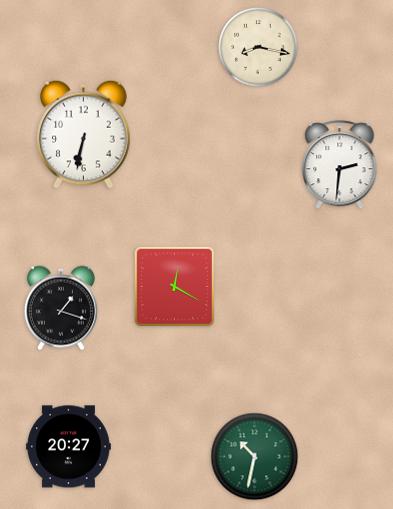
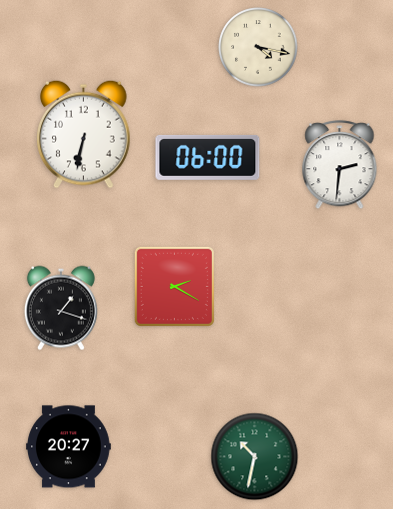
clock at (258, 47): 8:17 -> 4:17
clock at (208, 157): none -> 06:00
clock at (174, 286): 12:20 -> 2:20
